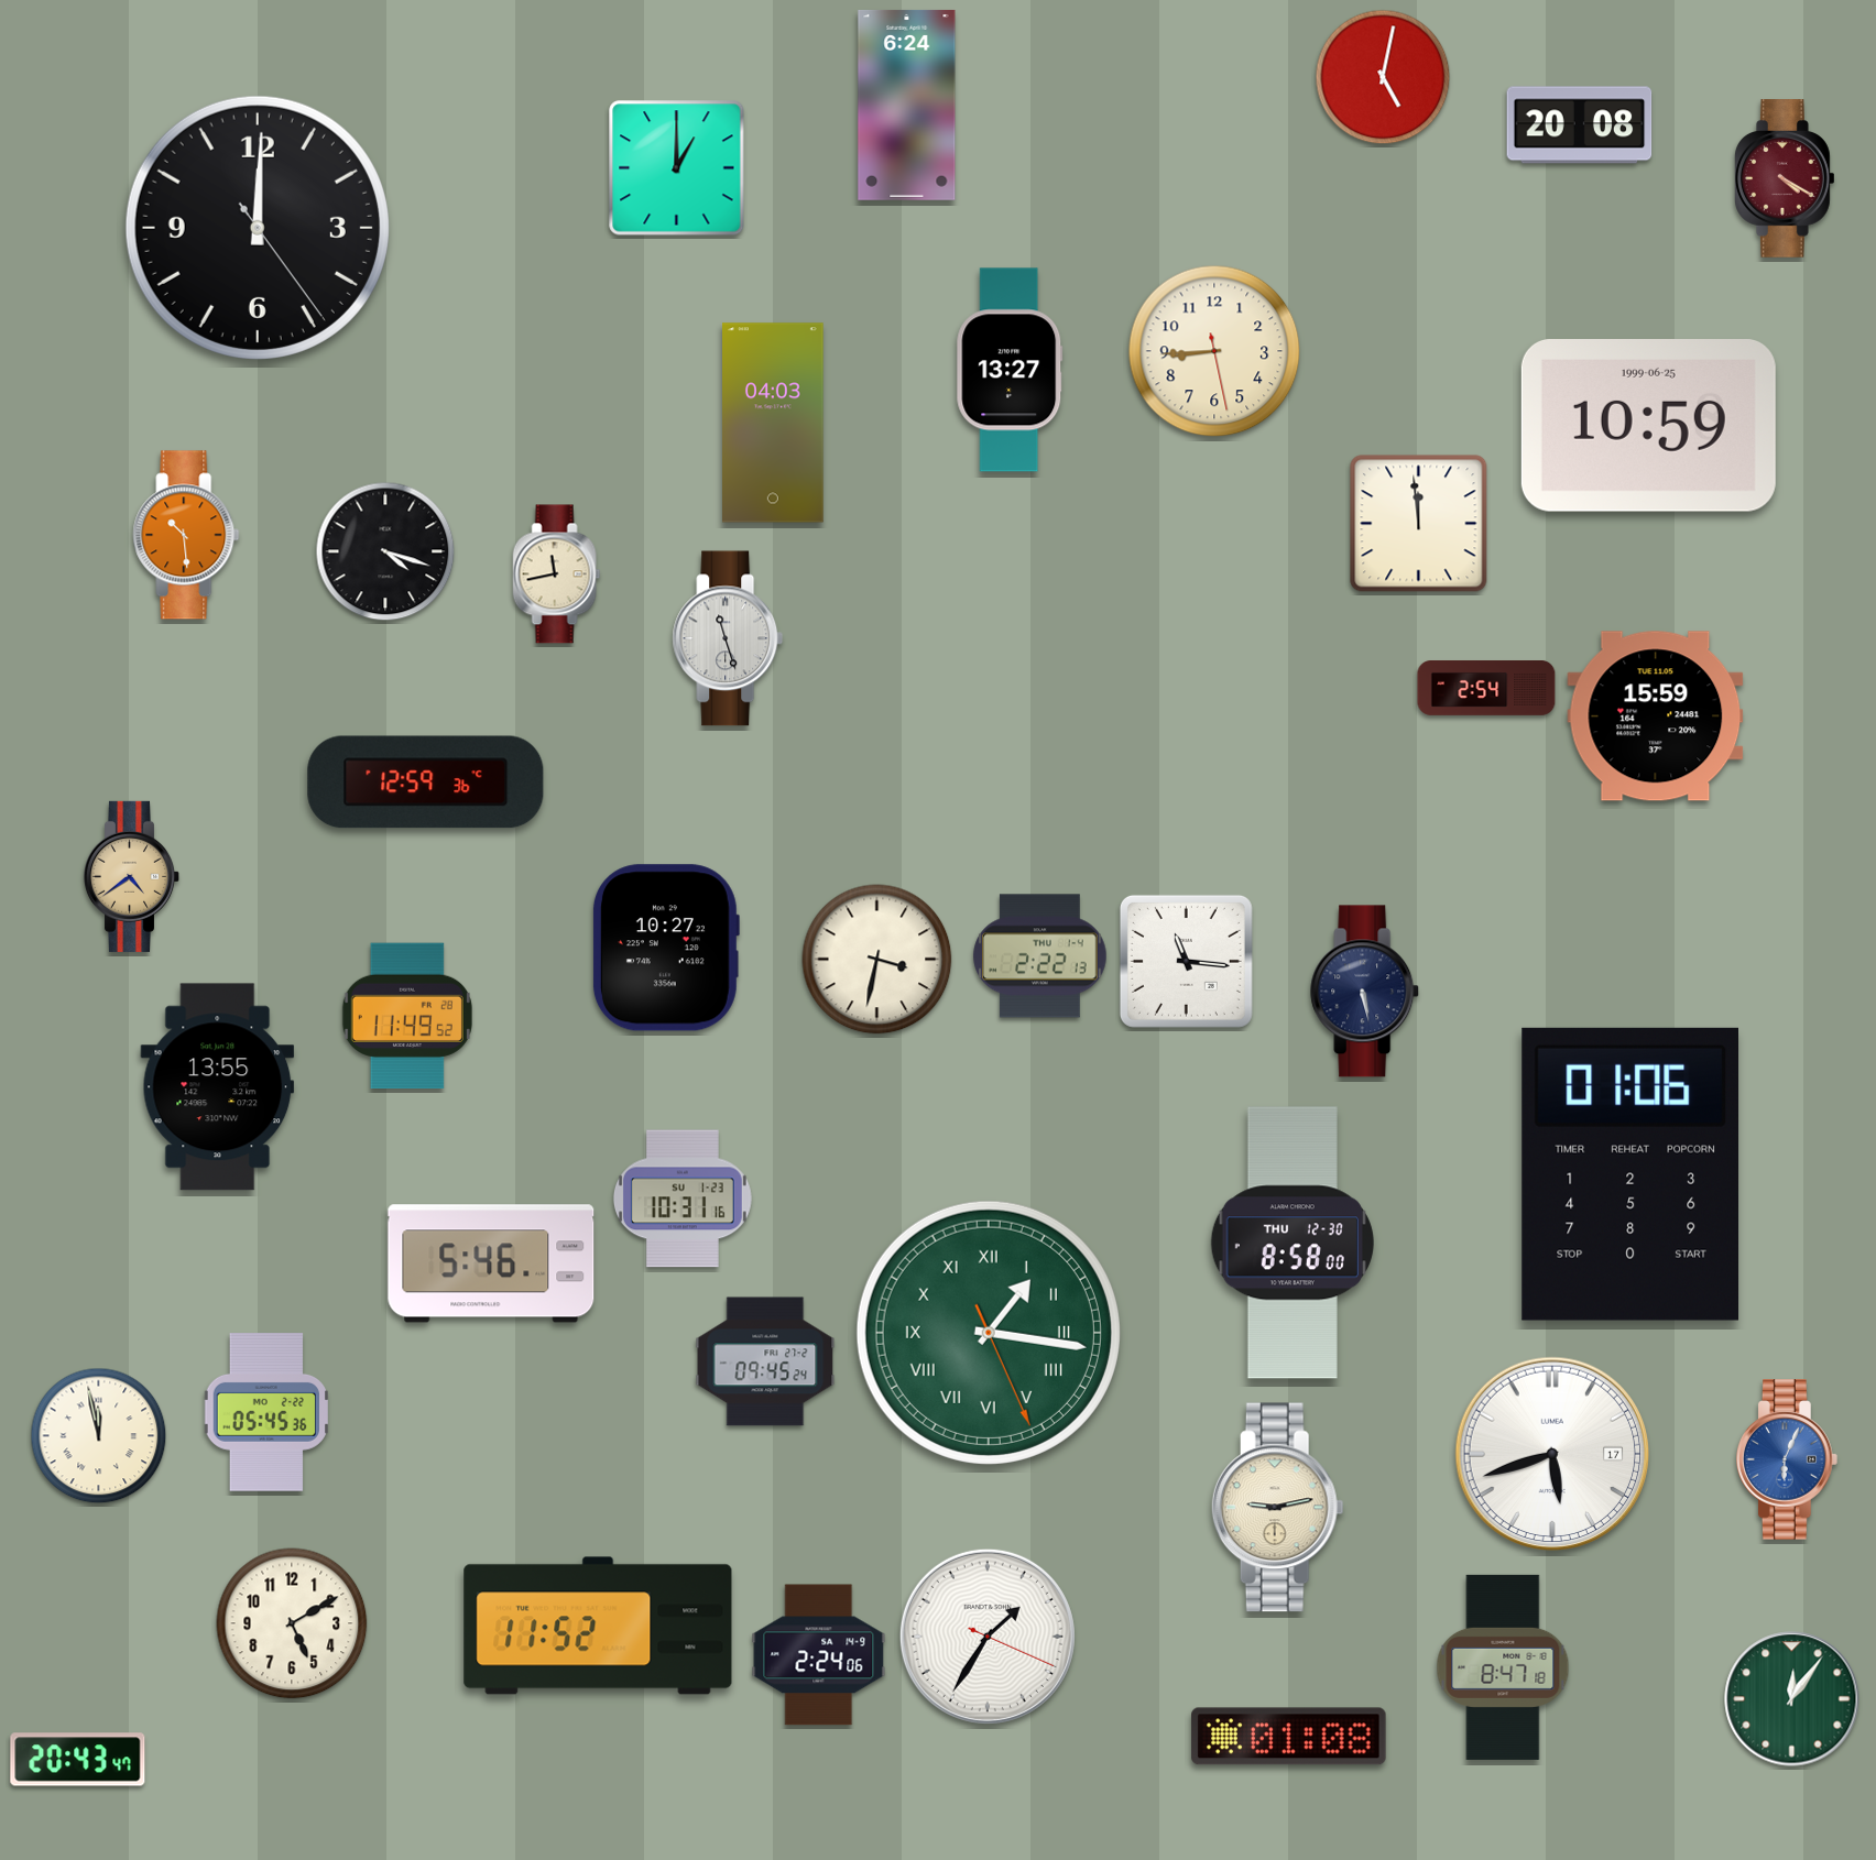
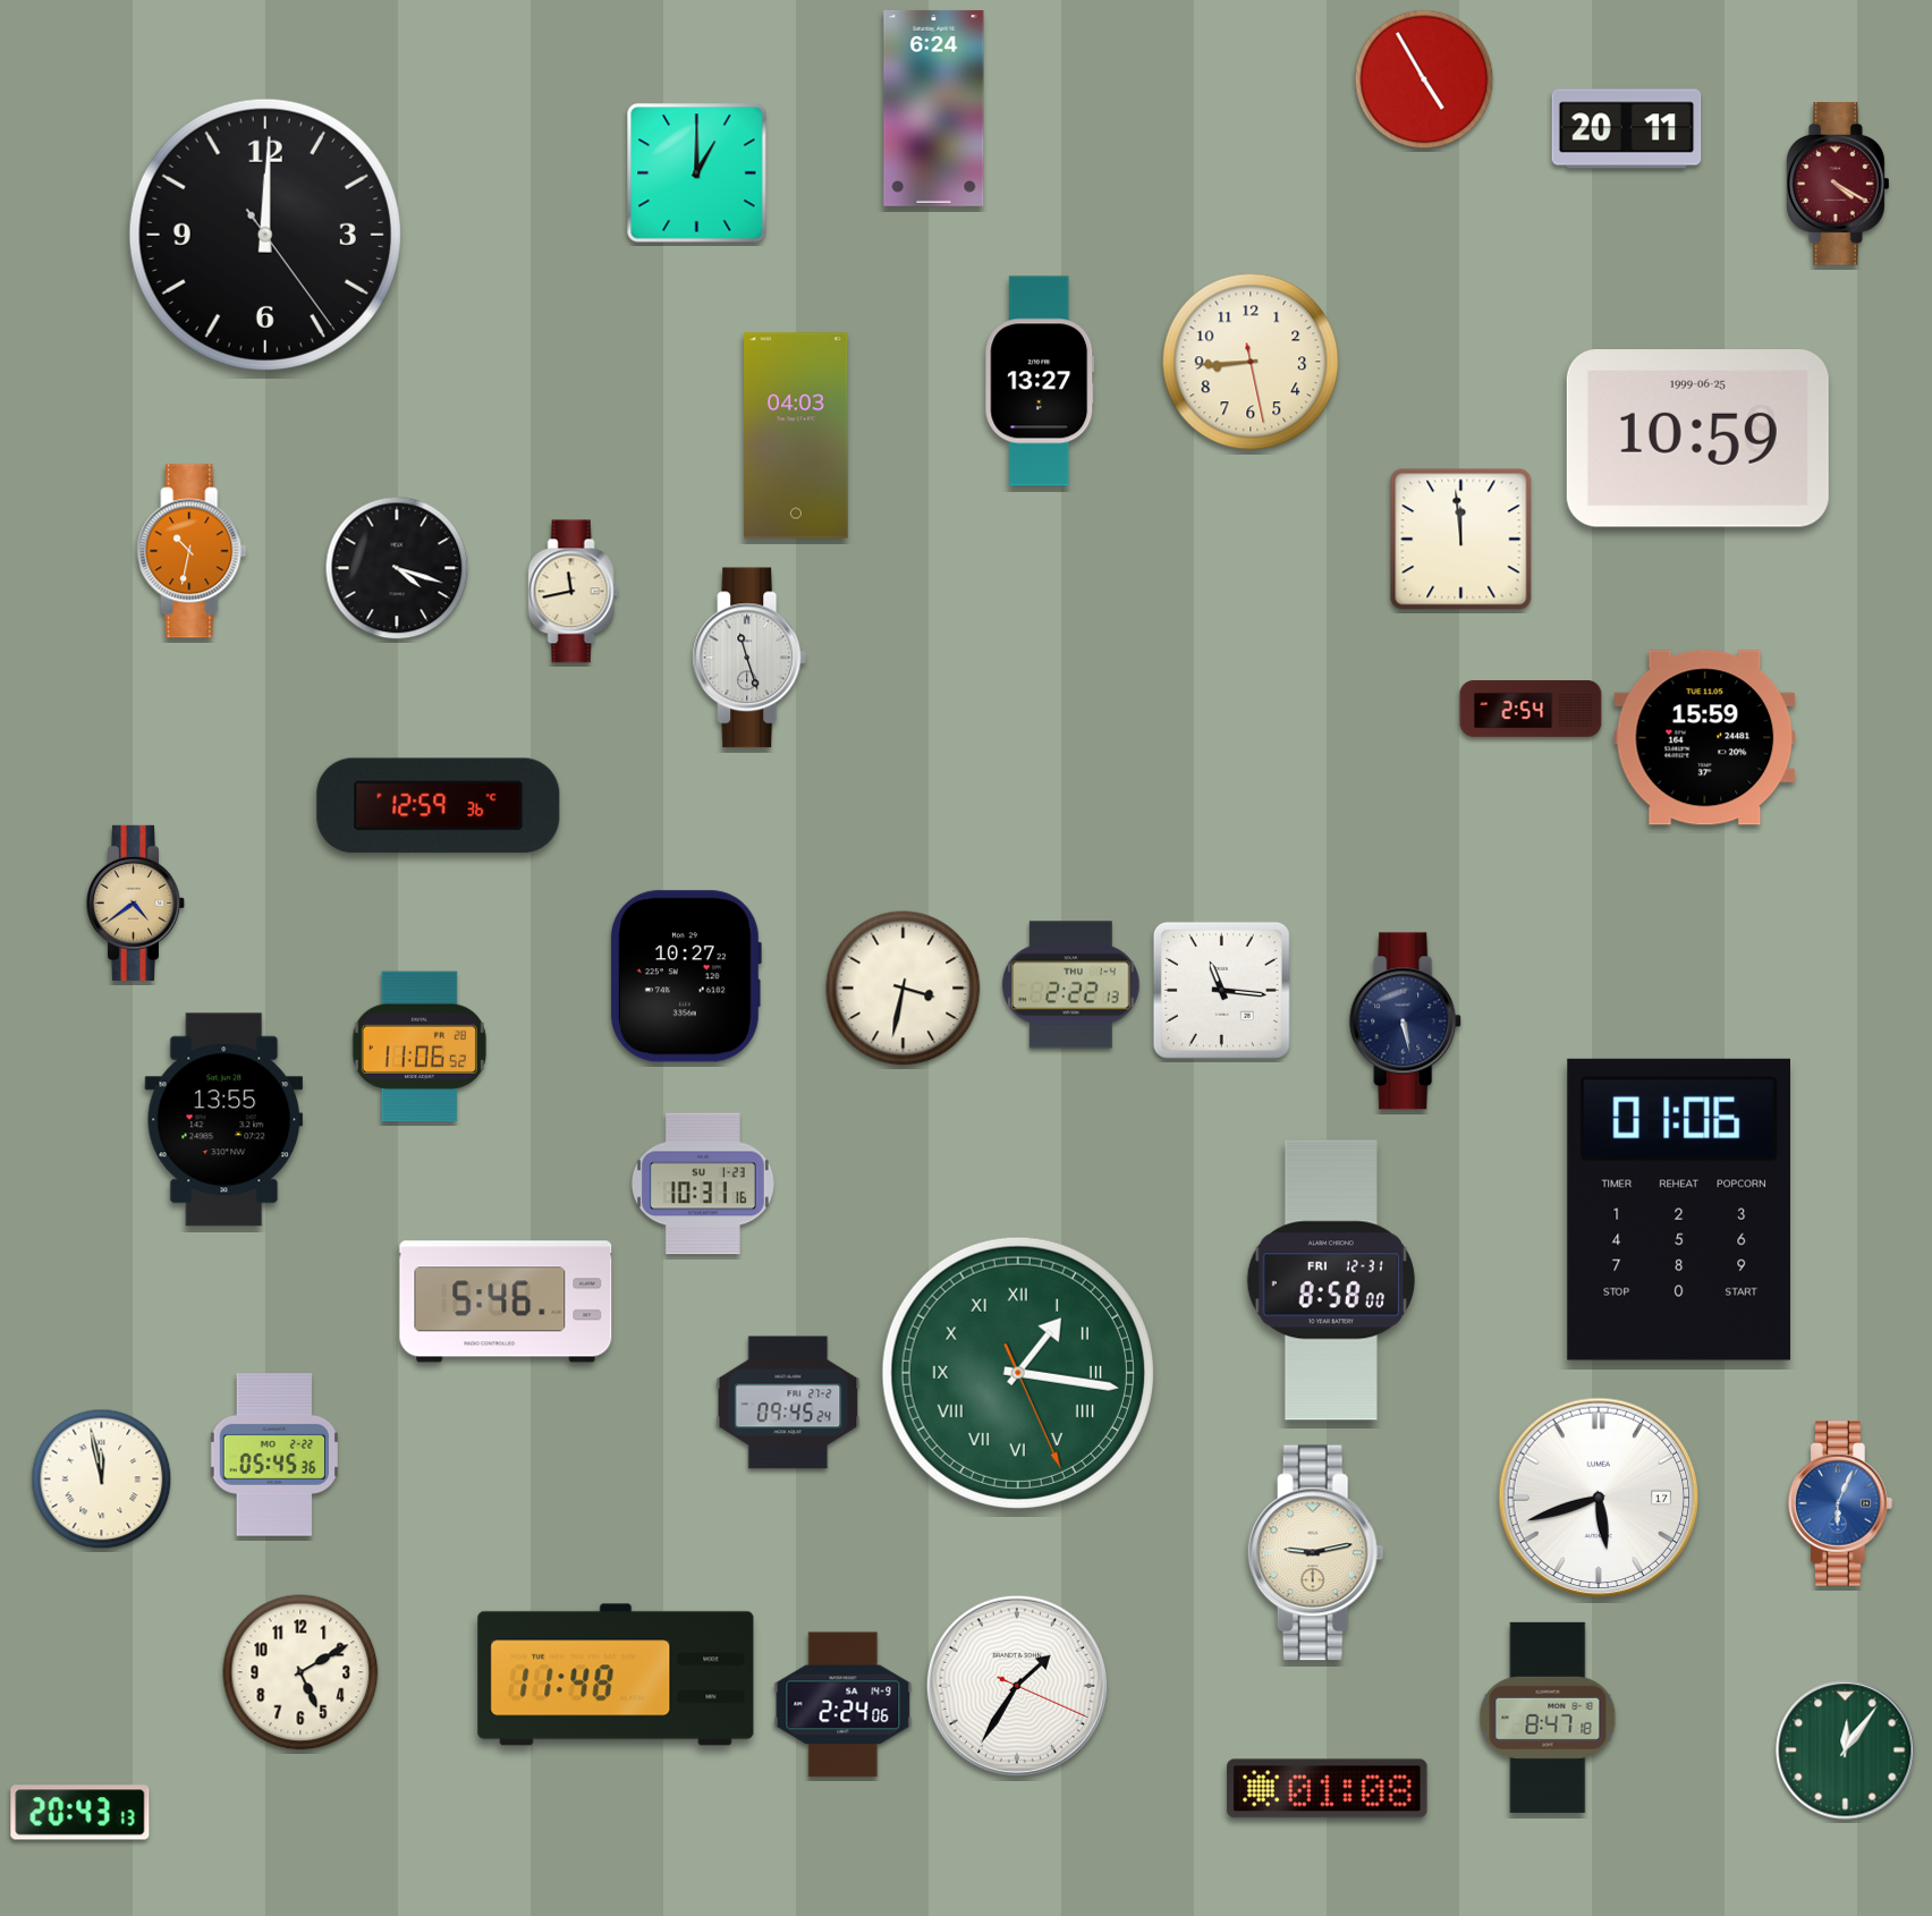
clock at (1383, 77): 5:02 -> 4:55
clock at (1580, 125): 20:08 -> 20:11
clock at (186, 535): 10:29 -> 10:32
clock at (407, 1016): 11:49 -> 11:06
clock at (683, 1199) position: (683, 1199) -> (703, 1184)
clock at (1293, 1243) date: THU 12-30 -> FRI 12-31
clock at (598, 1626): 11:52 -> 11:48
clock at (78, 1760): 20:43:47 -> 20:43:13
